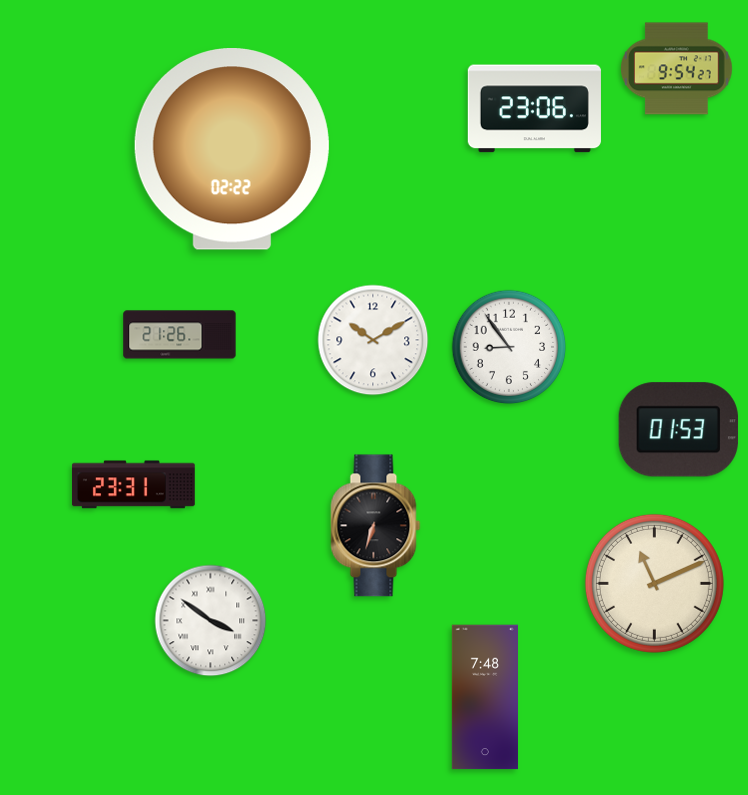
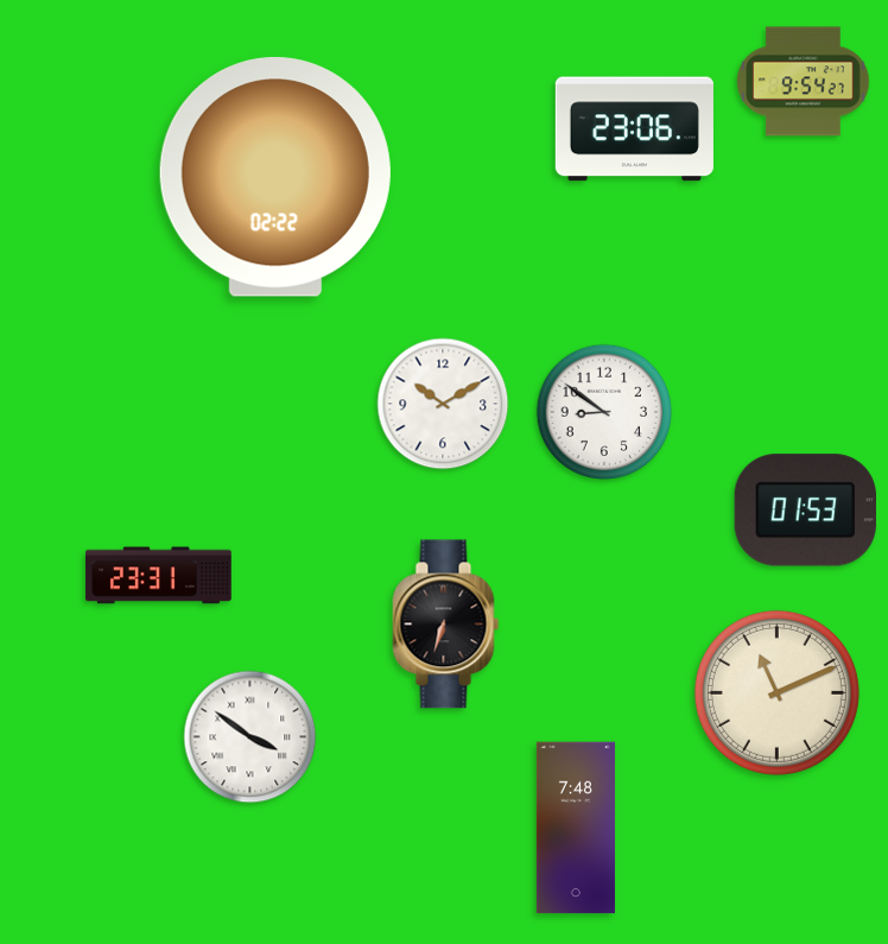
clock at (180, 335): 21:26 -> none
clock at (509, 347): 8:54 -> 8:51
